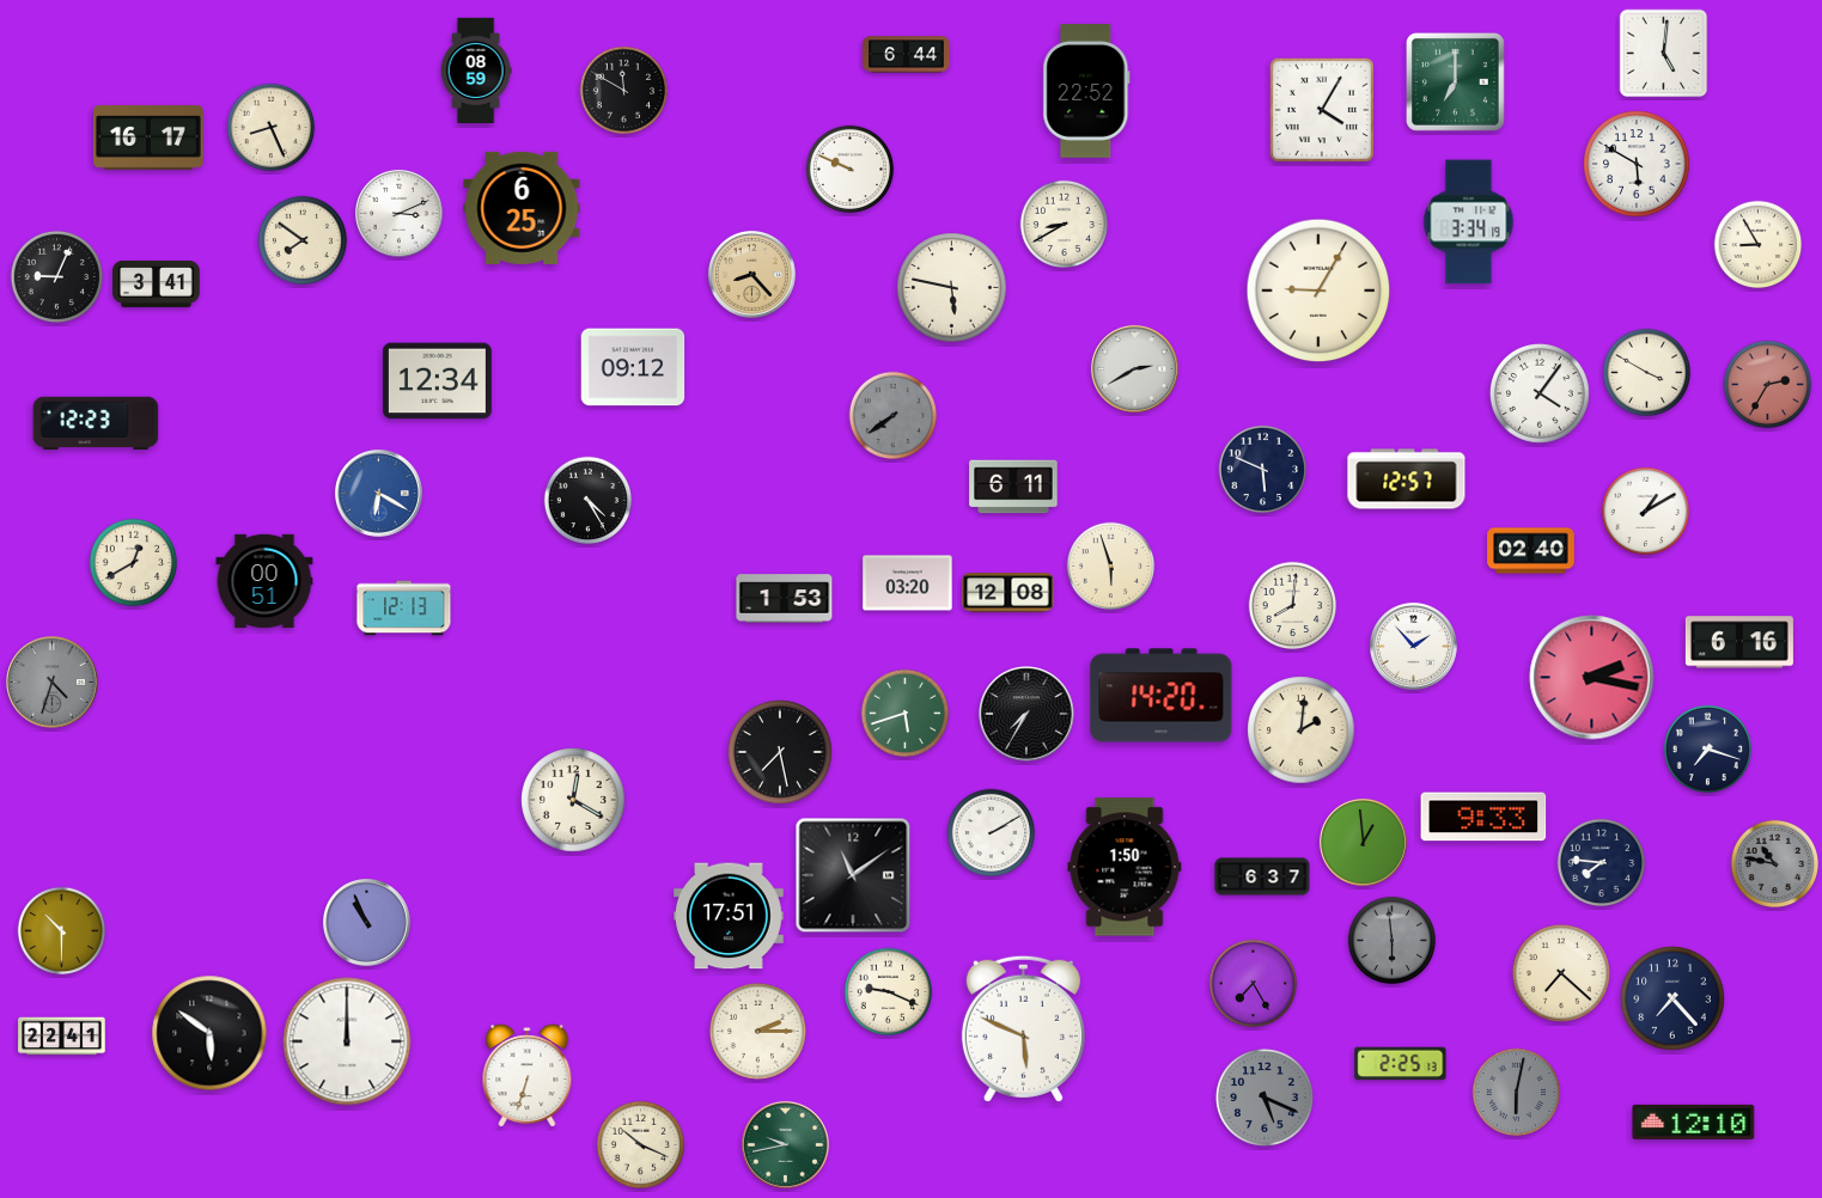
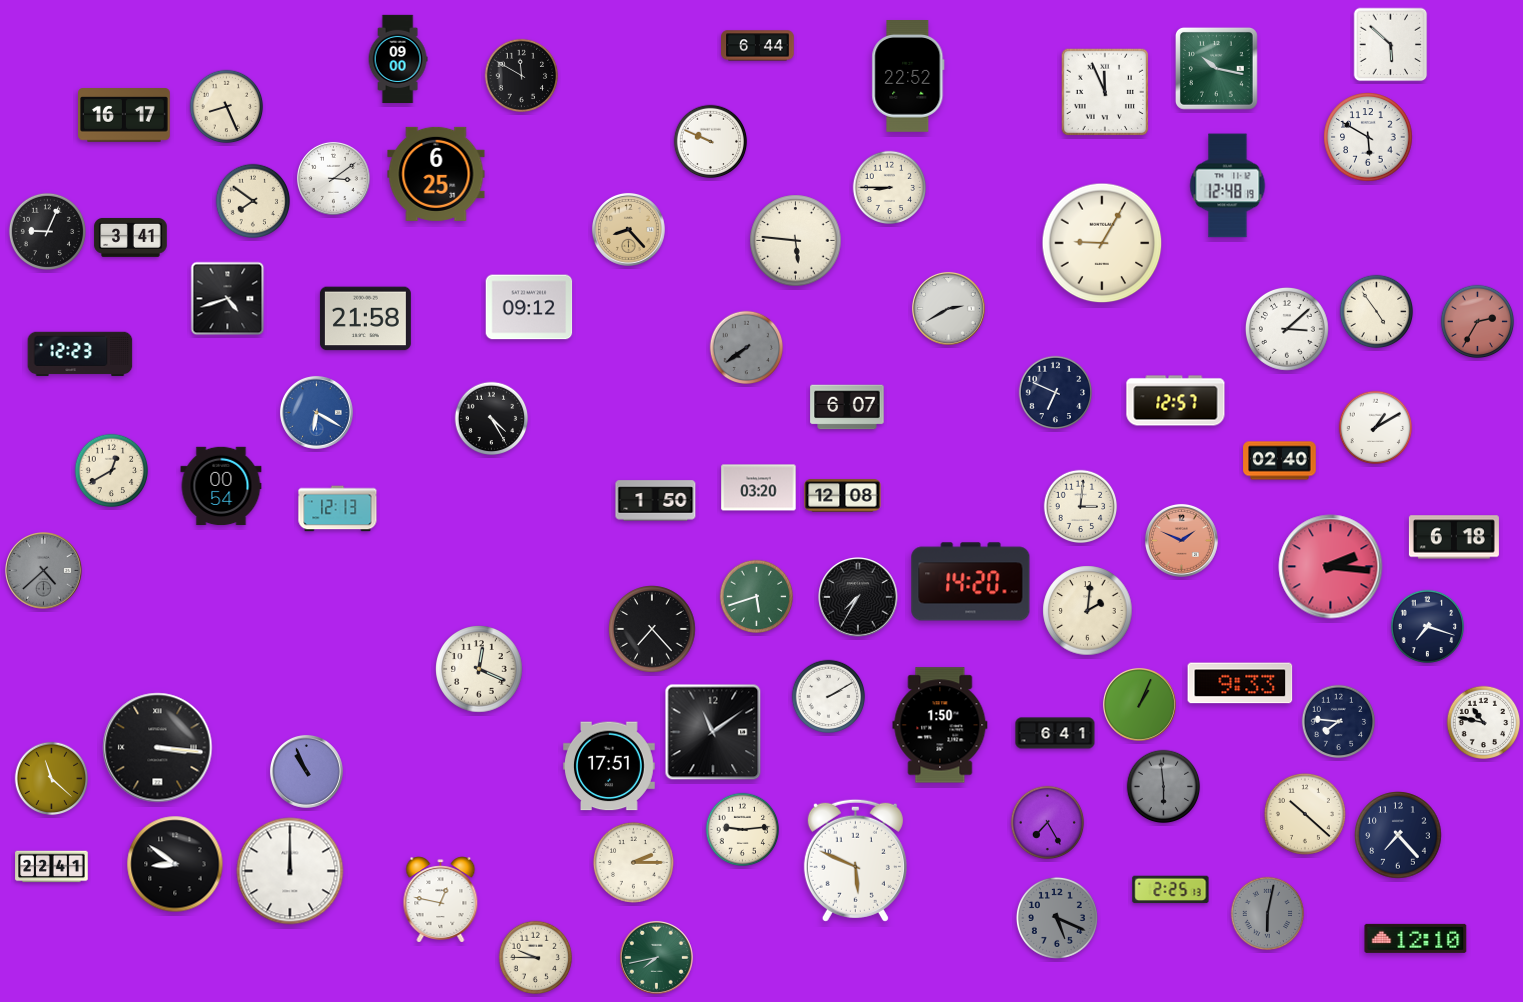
clock at (1664, 54): 5:01 -> 5:52
clock at (476, 71): 08:59 -> 09:00
clock at (1455, 81): 7:00 -> 10:17
clock at (1322, 110): 4:05 -> 11:56
clock at (398, 213): 3:11 -> 3:09
clock at (1469, 222): 3:34 -> 12:48
clock at (1065, 225): 8:40 -> 8:45
clock at (1759, 245): 8:55 -> none
clock at (952, 288): 5:47 -> 5:46
clock at (228, 299): none -> 4:42
clock at (1647, 373): 3:50 -> 4:54
clock at (437, 381): 12:34 -> 21:58
clock at (1540, 393): 4:06 -> 3:08
clock at (1263, 470): 5:49 -> 6:49
clock at (1013, 487): 6:11 -> 6:07
clock at (1111, 567): 5:57 -> none
clock at (264, 581): 00:51 -> 00:54
clock at (785, 599): 1:53 -> 1:50
clock at (1293, 606): 8:01 -> 3:01
clock at (1739, 642): 6:16 -> 6:18
clock at (1413, 646): 1:53 -> 1:49
clock at (1413, 646) dial: white -> salmon
clock at (1592, 678): 2:17 -> 2:16
clock at (53, 683): 4:33 -> 4:38
clock at (780, 752): 7:28 -> 7:23
clock at (573, 800): 12:20 -> 12:19
clock at (1363, 842): 12:59 -> 1:04
clock at (1775, 864) dial: grey -> white
clock at (1262, 876): 6:37 -> 6:41
clock at (158, 748): none -> 3:16
clock at (62, 931): 10:30 -> 11:22
clock at (1561, 973): 7:22 -> 10:22
clock at (889, 992): 9:19 -> 9:14
clock at (209, 1033): 5:51 -> 8:51
clock at (528, 1076): 6:33 -> 12:47
clock at (785, 1144): 9:43 -> 7:43
clock at (641, 1145): 10:19 -> 9:45
